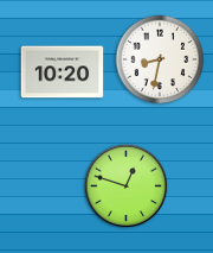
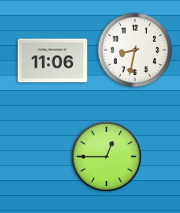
clock at (63, 72): 10:20 -> 11:06
clock at (127, 186): 12:48 -> 12:45
